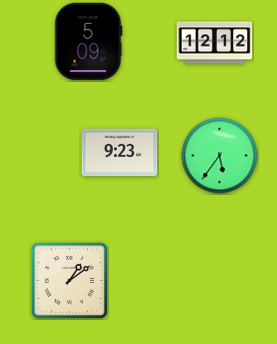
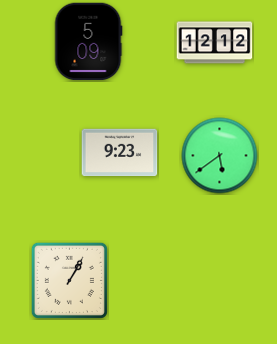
clock at (220, 156): 5:36 -> 5:39
clock at (69, 280): 1:09 -> 1:05
